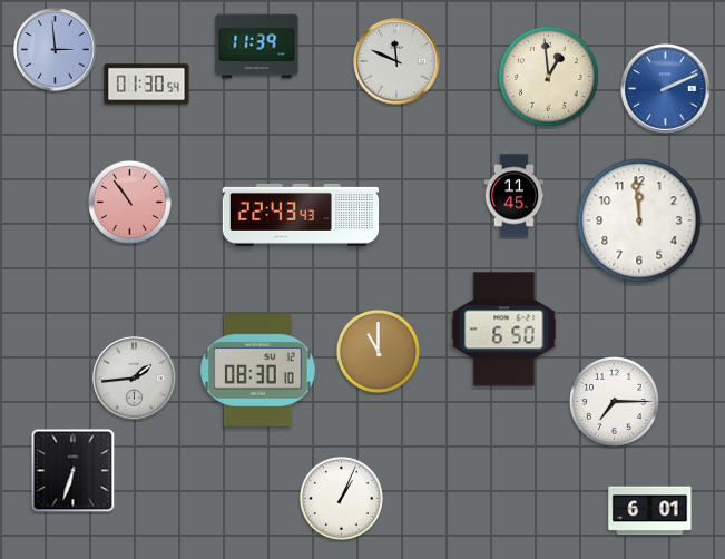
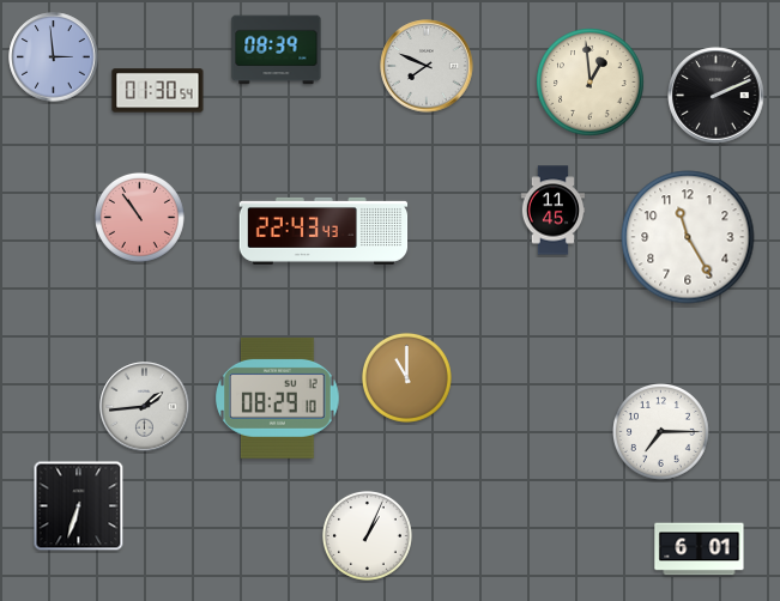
clock at (257, 47): 11:39 -> 08:39
clock at (56, 50) position: (56, 50) -> (54, 57)
clock at (396, 61): 11:49 -> 7:49
clock at (666, 89) dial: blue -> black
clock at (639, 220): 11:59 -> 11:25
clock at (504, 330): 6:50 -> none
clock at (258, 370): 08:30 -> 08:29
